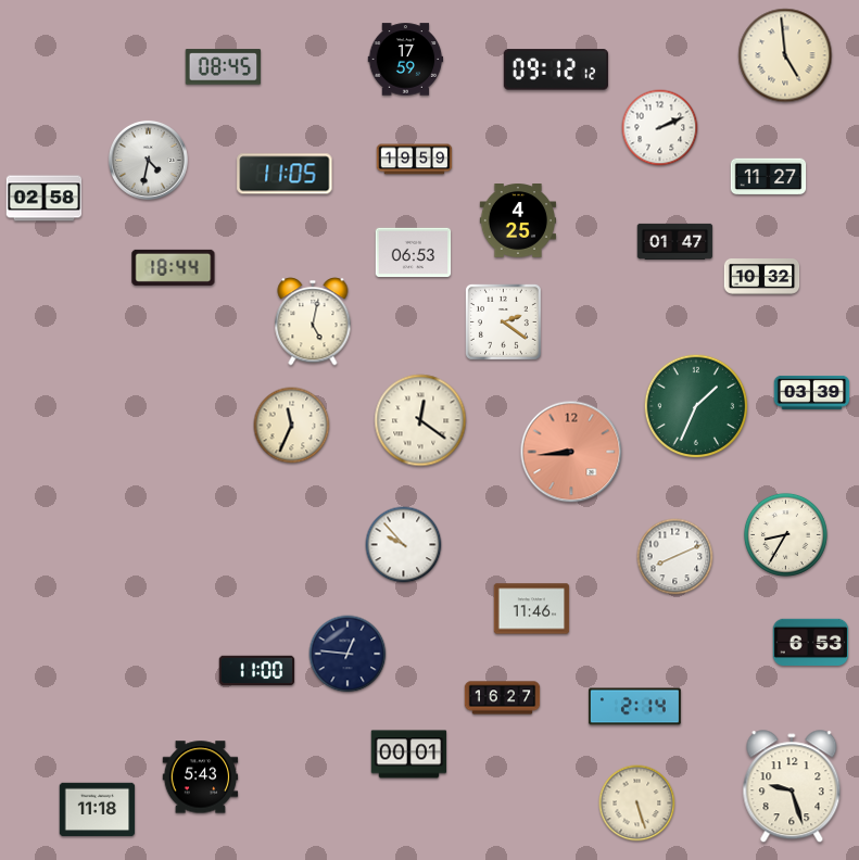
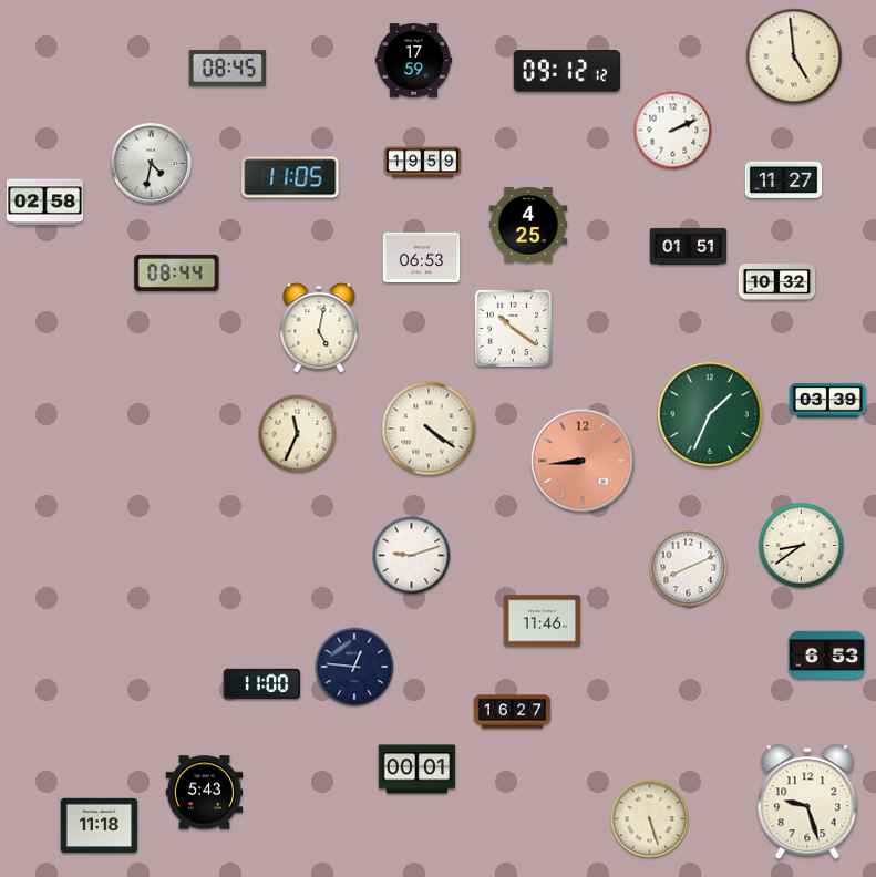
clock at (785, 55) position: (785, 55) -> (794, 56)
clock at (675, 241): 01:47 -> 01:51
clock at (174, 267): 18:44 -> 08:44
clock at (503, 321): 2:21 -> 10:21
clock at (420, 420): 12:21 -> 4:21
clock at (785, 534): 8:35 -> 8:39
clock at (404, 545): 9:53 -> 9:12
clock at (634, 707): 2:14 -> none
